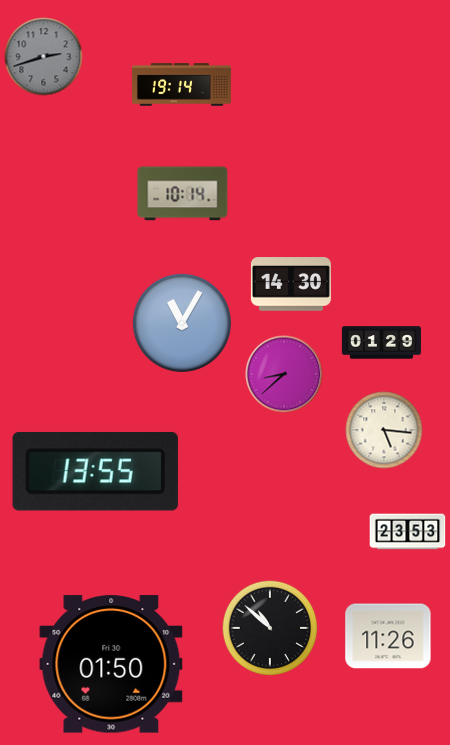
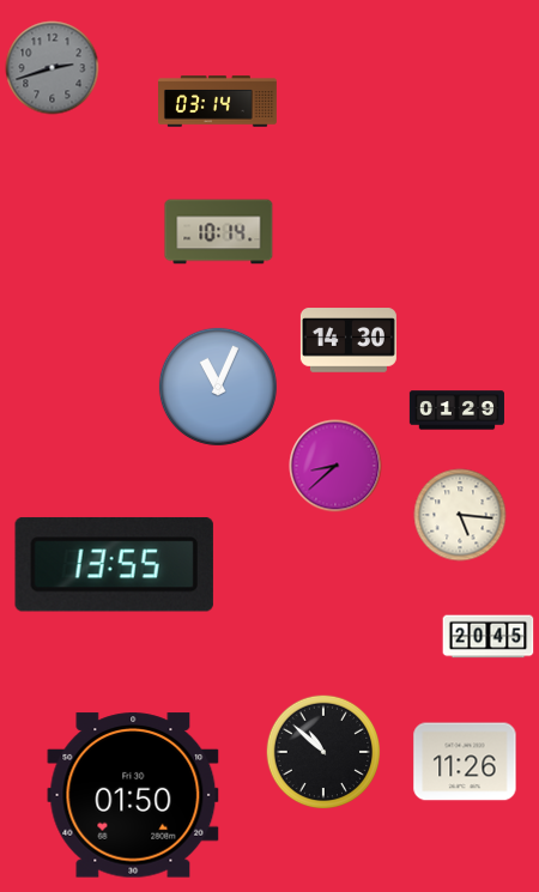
clock at (182, 85): 19:14 -> 03:14
clock at (182, 323): 11:05 -> 11:04
clock at (284, 374) position: (284, 374) -> (335, 466)
clock at (408, 532): 23:53 -> 20:45
